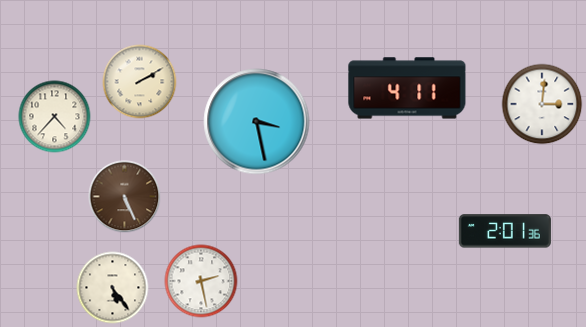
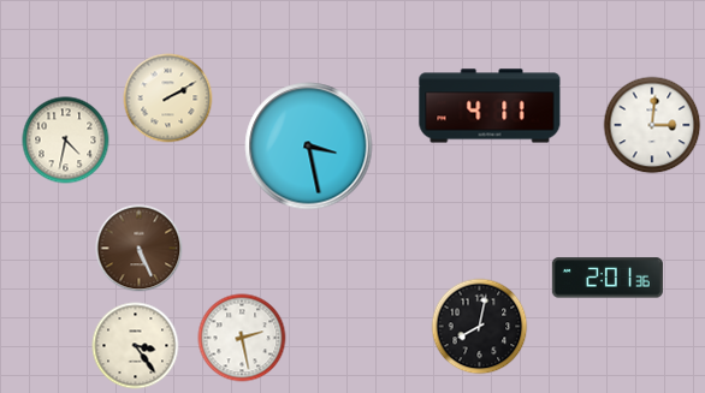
clock at (55, 117): 4:37 -> 4:32
clock at (125, 197) position: (125, 197) -> (140, 249)
clock at (480, 327): none -> 8:02
clock at (113, 288): 5:24 -> 3:24
